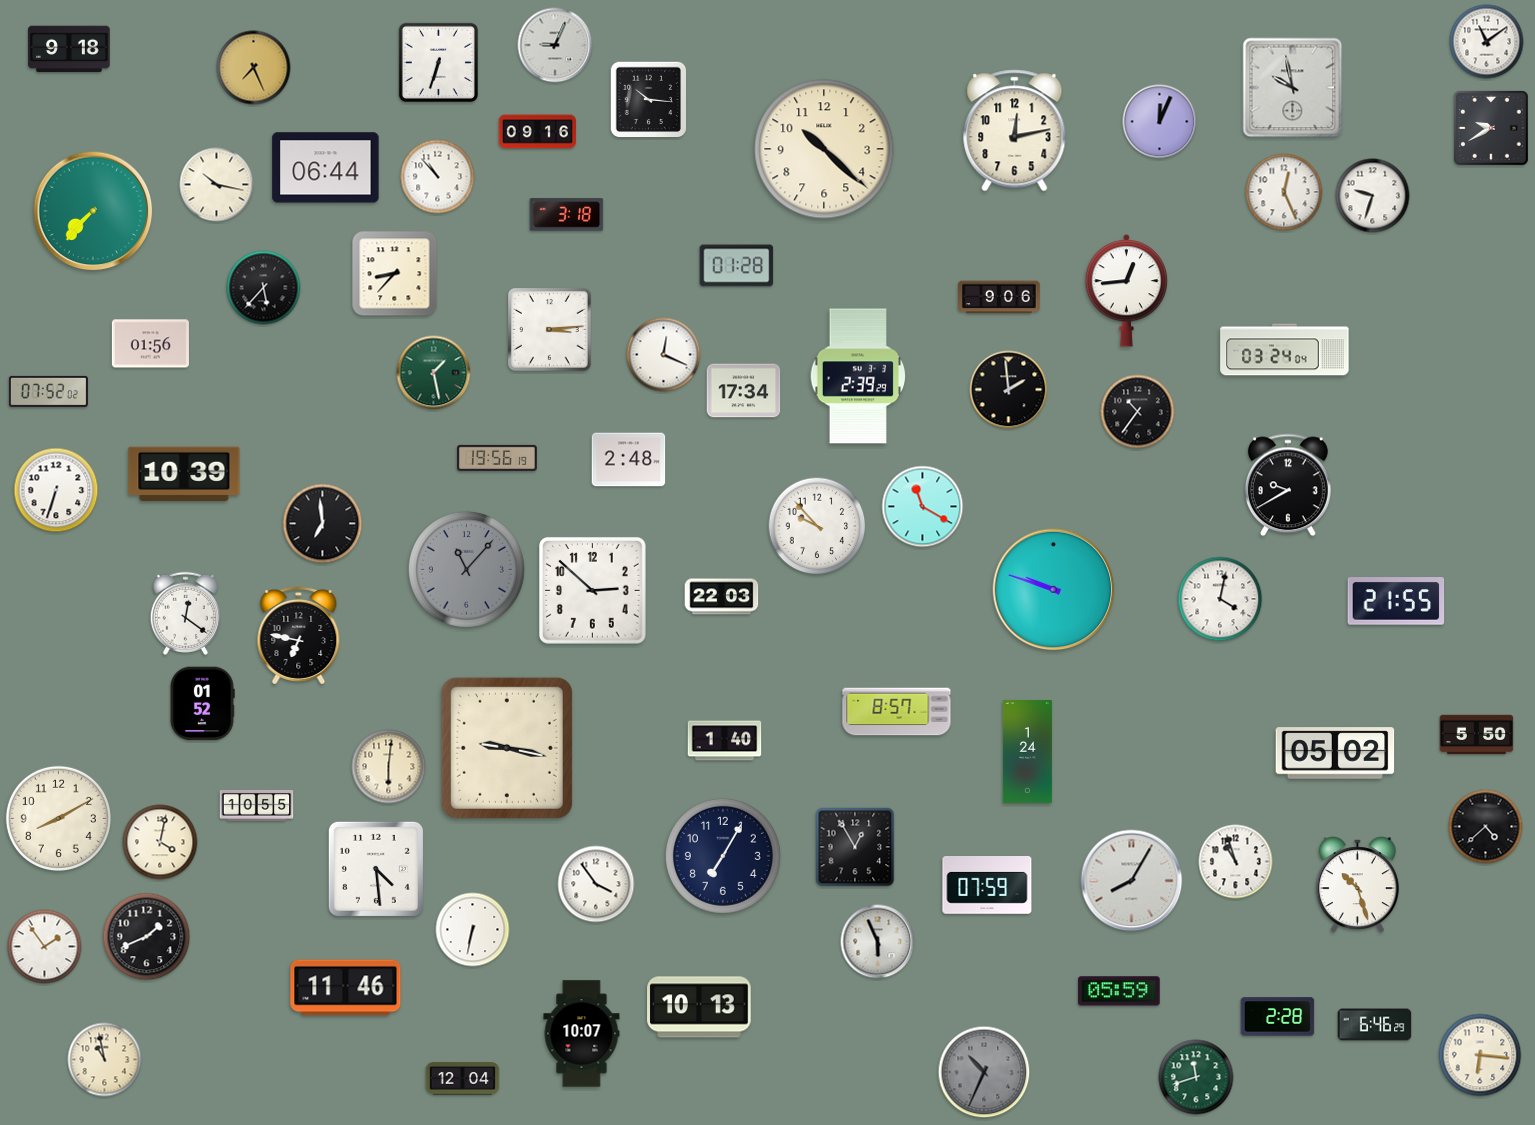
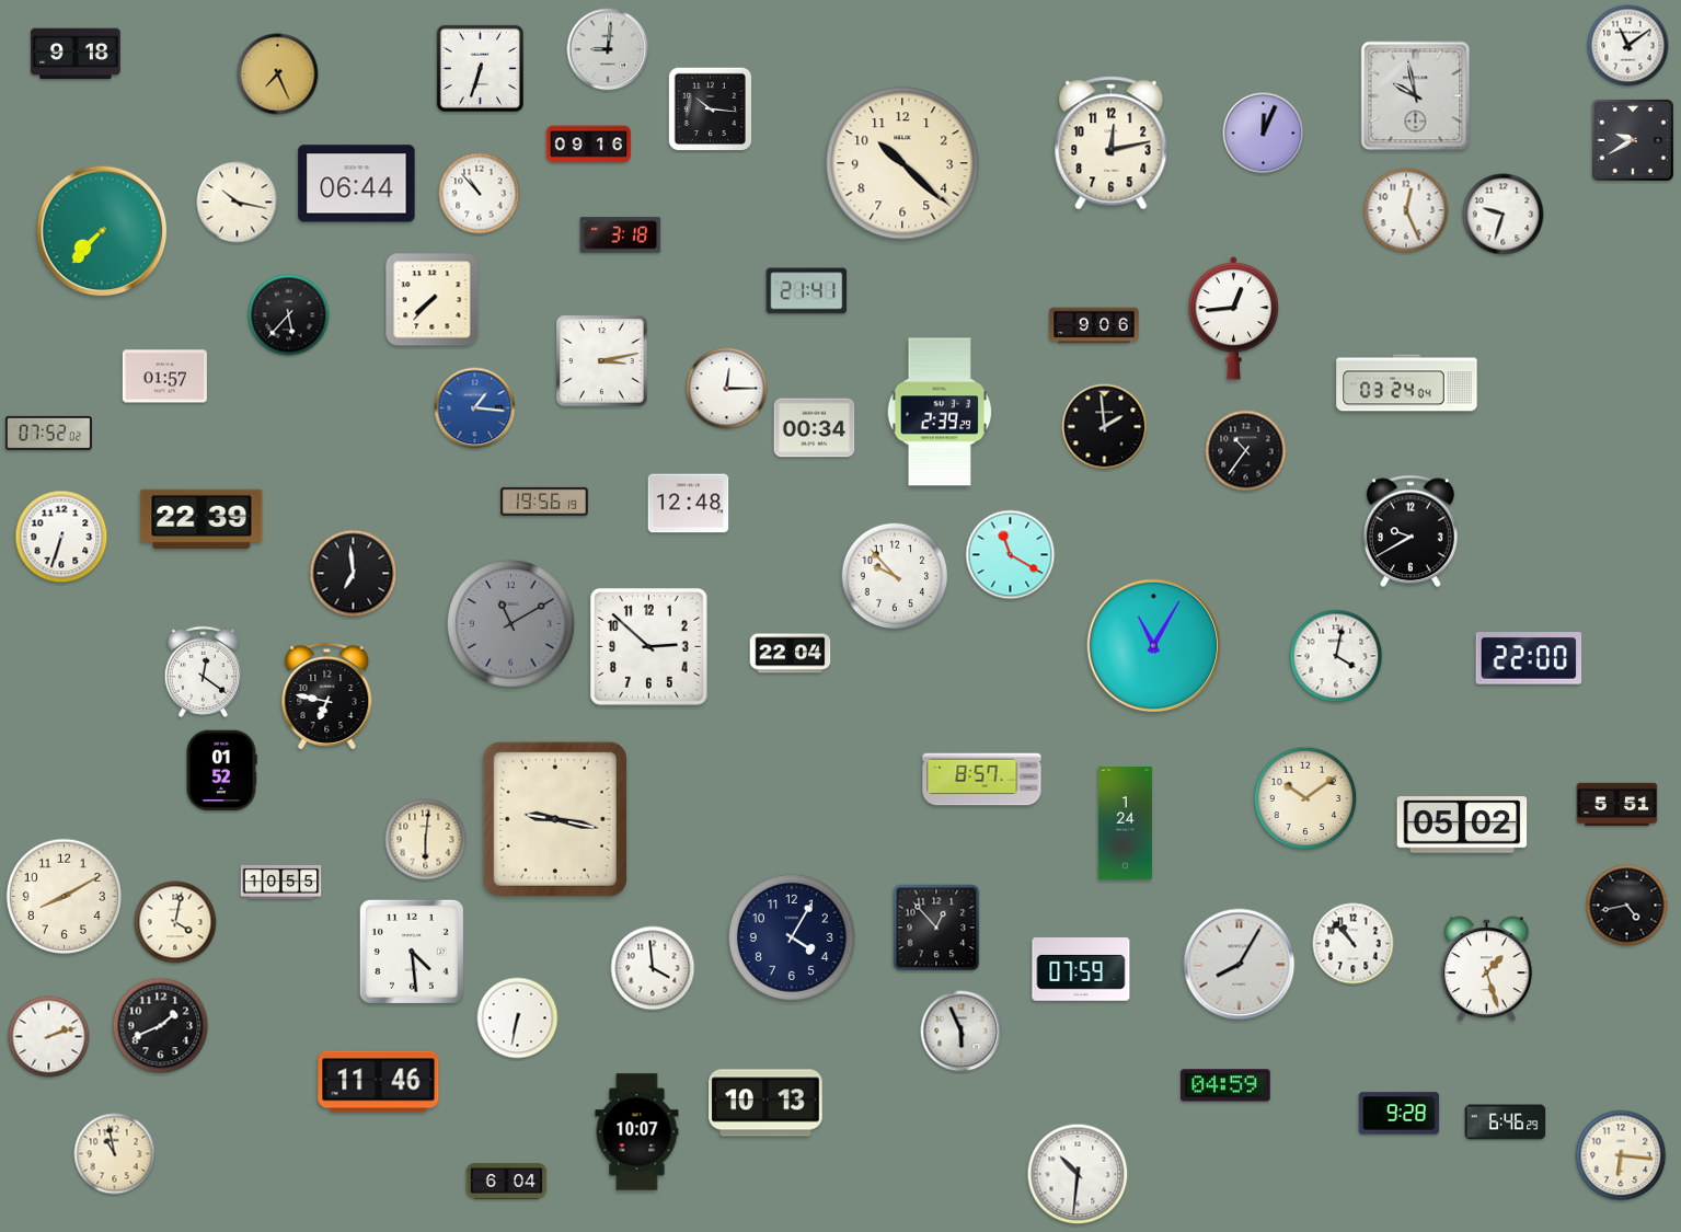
clock at (555, 45): 9:04 -> 9:01
clock at (1160, 122) position: (1160, 122) -> (1264, 134)
clock at (737, 266): 01:28 -> 21:41
clock at (395, 274): 8:37 -> 7:37
clock at (550, 330): 3:14 -> 3:13
clock at (150, 344): 01:56 -> 01:57
clock at (664, 355): 12:19 -> 12:15
clock at (434, 373): 1:28 -> 1:16
clock at (434, 373) dial: green -> blue
clock at (48, 391) position: (48, 391) -> (48, 433)
clock at (744, 391): 17:34 -> 00:34
clock at (629, 460): 2:48 -> 12:48
clock at (184, 473): 10:39 -> 22:39
clock at (466, 569): 11:07 -> 11:10
clock at (1054, 590): 9:48 -> 11:05
clock at (722, 597): 22:03 -> 22:04
clock at (1396, 601): 21:55 -> 22:00
clock at (1305, 798): none -> 10:09
clock at (1477, 735): 5:50 -> 5:51
clock at (725, 741): 1:40 -> none
clock at (1486, 827): 4:38 -> 4:43
clock at (855, 847): 12:55 -> 12:53
clock at (723, 856): 7:05 -> 4:05
clock at (1236, 862): 10:57 -> 10:53
clock at (596, 884): 3:54 -> 3:59
clock at (1357, 885): 10:27 -> 1:27
clock at (45, 947): 1:54 -> 2:12
clock at (1119, 991): 05:59 -> 04:59
clock at (1278, 1017): 2:28 -> 9:28
clock at (105, 1060) position: (105, 1060) -> (115, 1154)
clock at (984, 1072): 10:34 -> 10:31
clock at (984, 1072) dial: grey -> white
clock at (1196, 1077): 11:42 -> none
clock at (463, 1079): 12:04 -> 6:04
